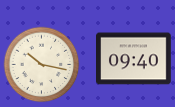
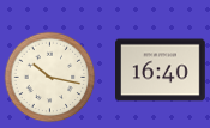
clock at (134, 59): 09:40 -> 16:40
